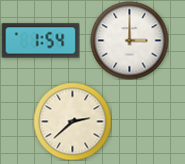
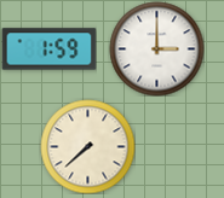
clock at (40, 41): 1:54 -> 1:59
clock at (72, 121): 2:38 -> 7:38
